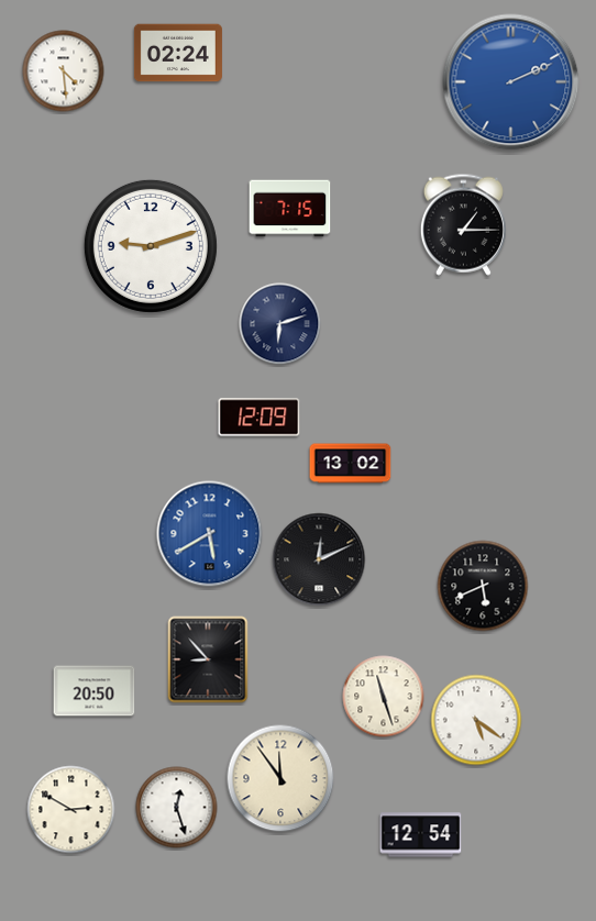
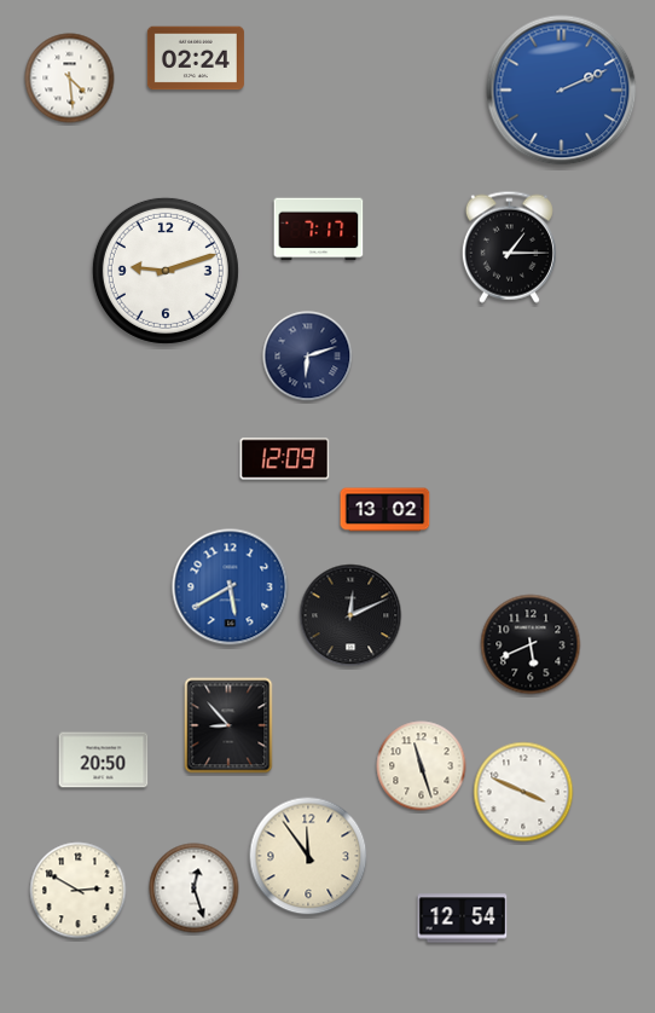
clock at (290, 209): 7:15 -> 7:17
clock at (476, 720): 5:21 -> 3:49
